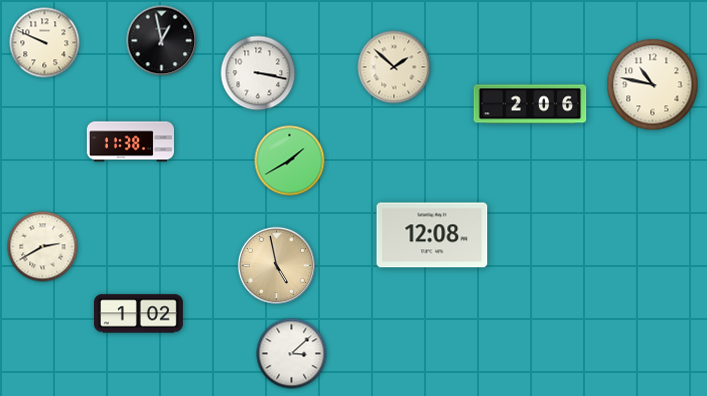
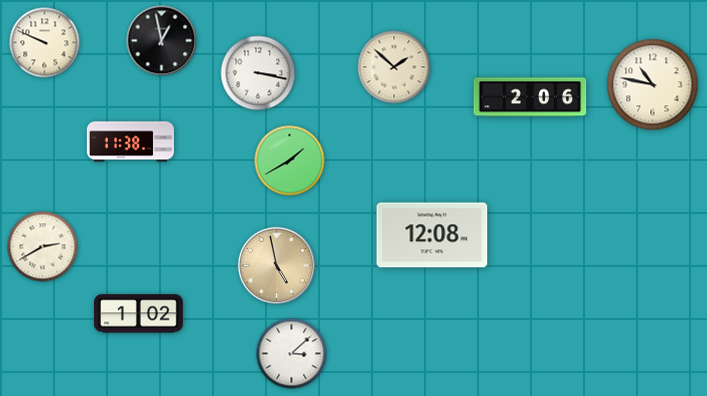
clock at (530, 104) position: (530, 104) -> (530, 97)
